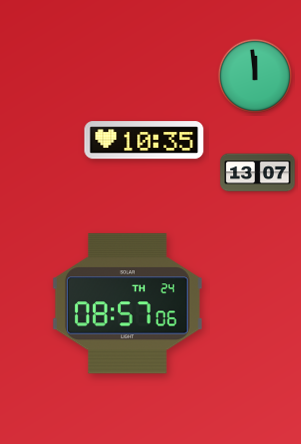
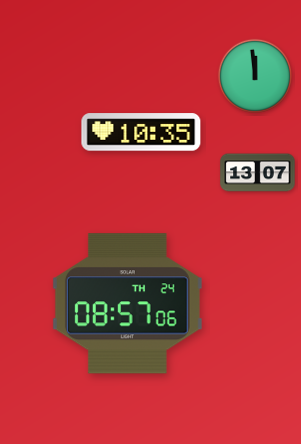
clock at (144, 140) position: (144, 140) -> (141, 132)
